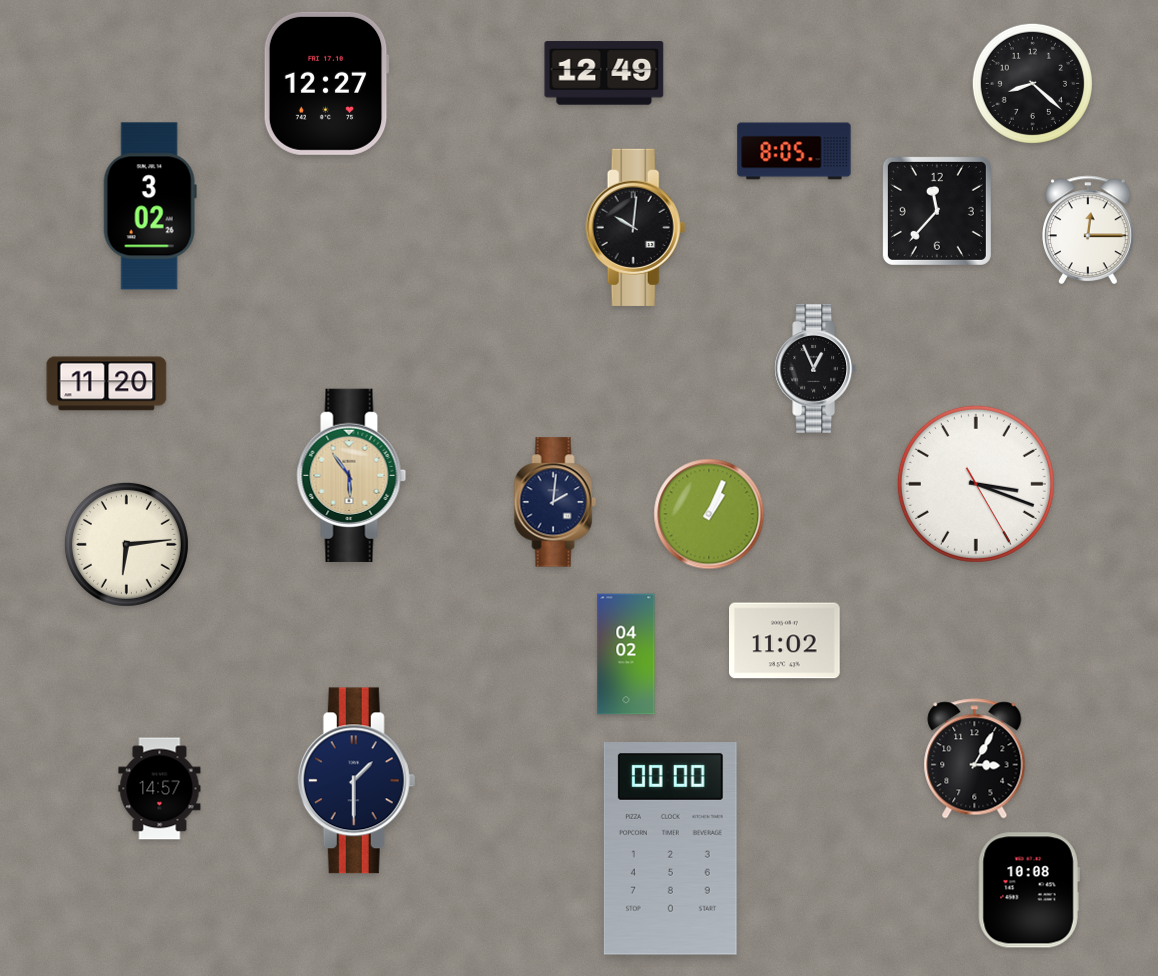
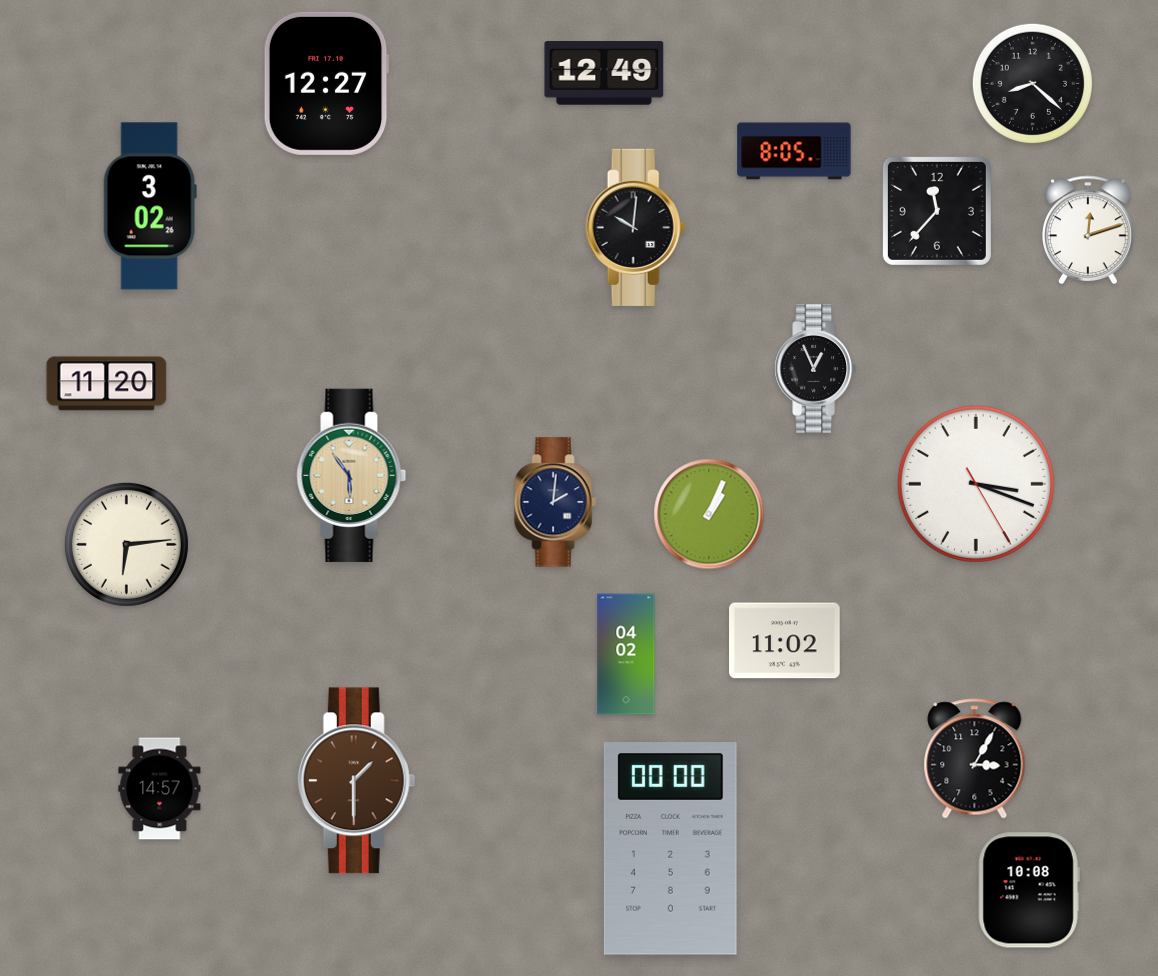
clock at (1089, 230): 12:15 -> 12:12
clock at (357, 781) dial: navy -> brown
